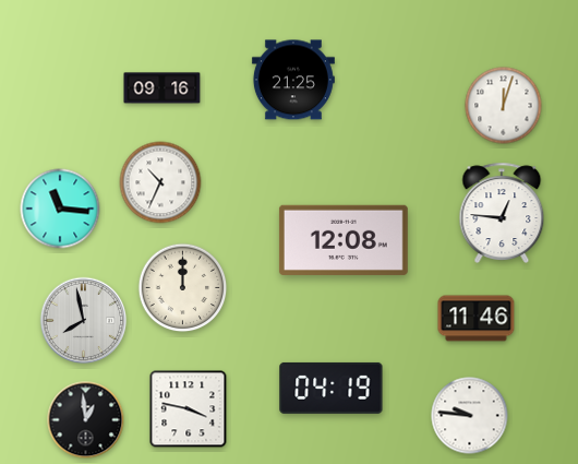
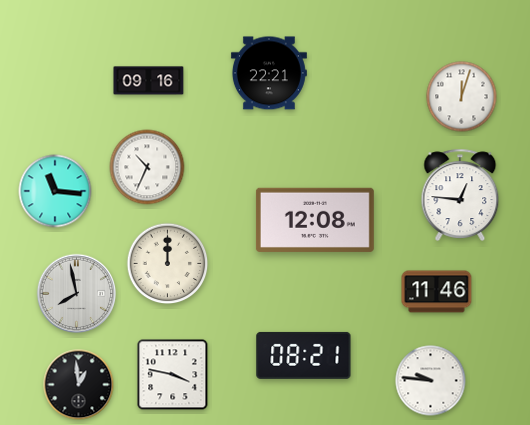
clock at (293, 80): 21:25 -> 22:21
clock at (332, 388): 04:19 -> 08:21
